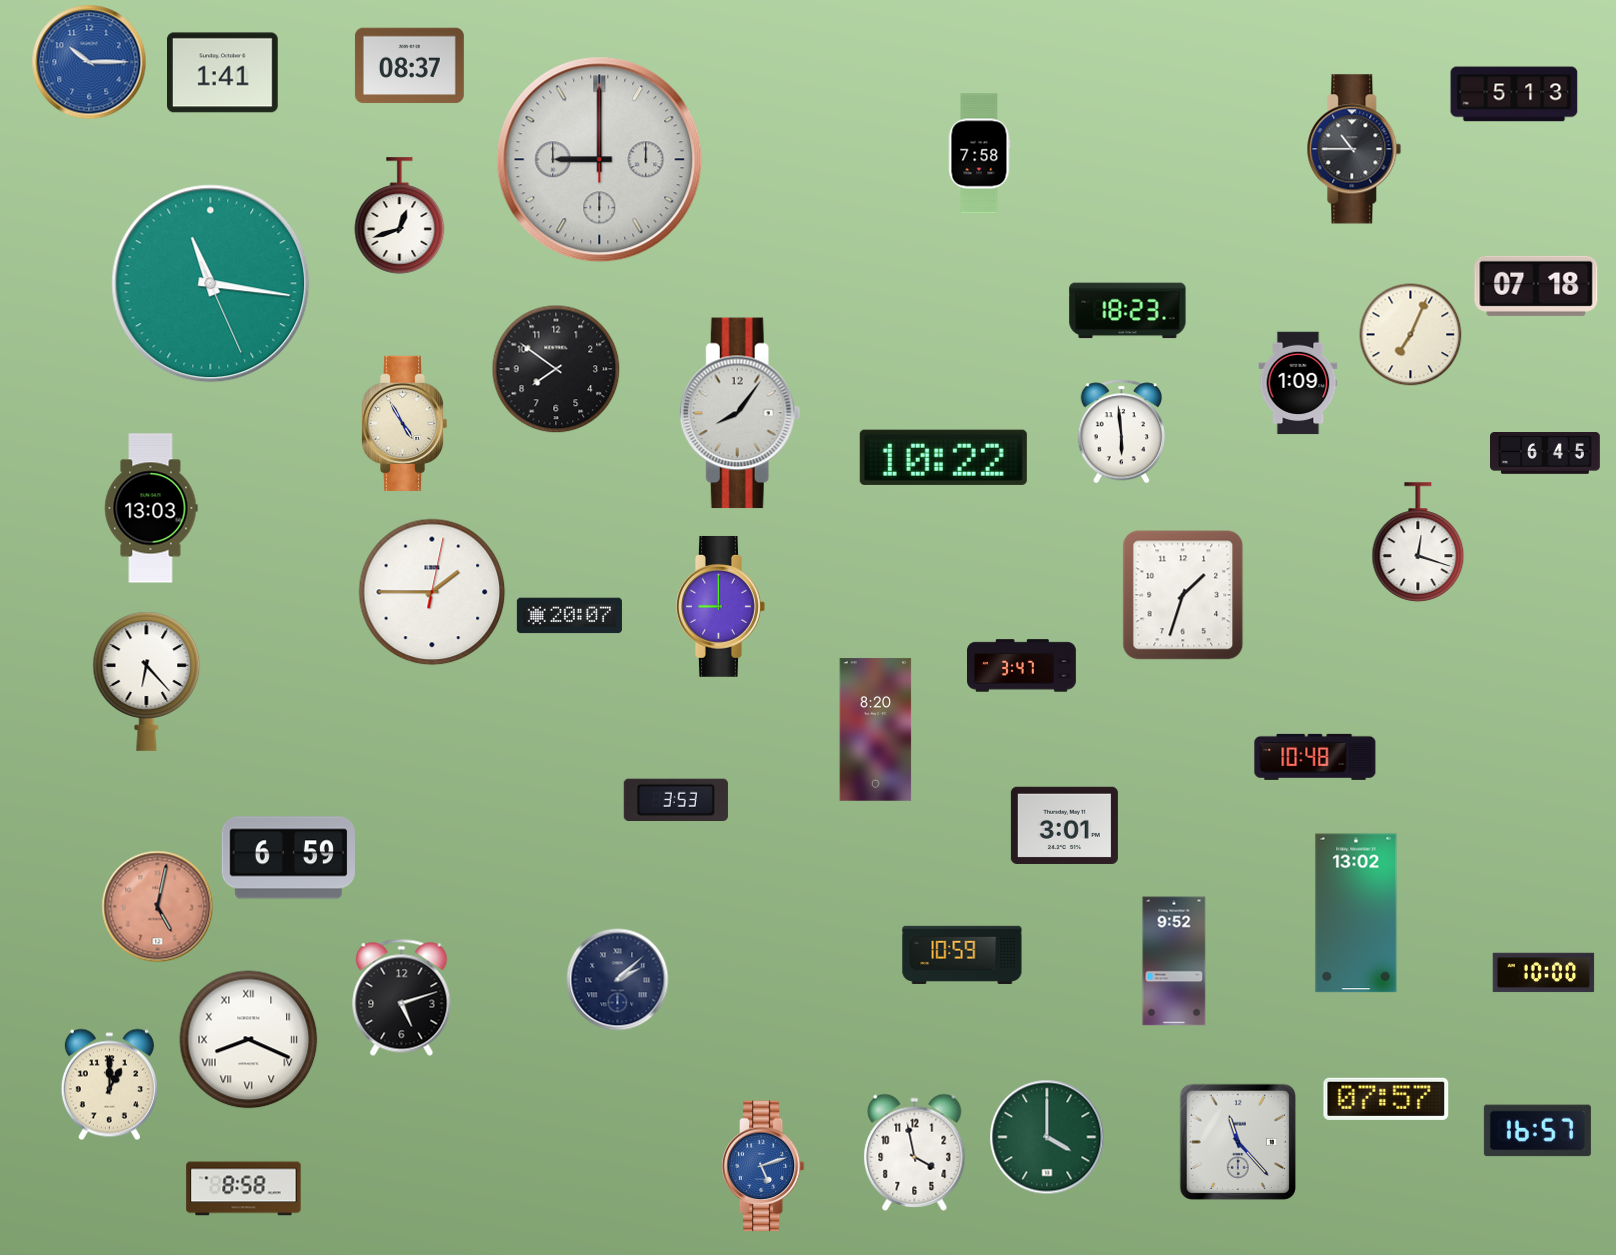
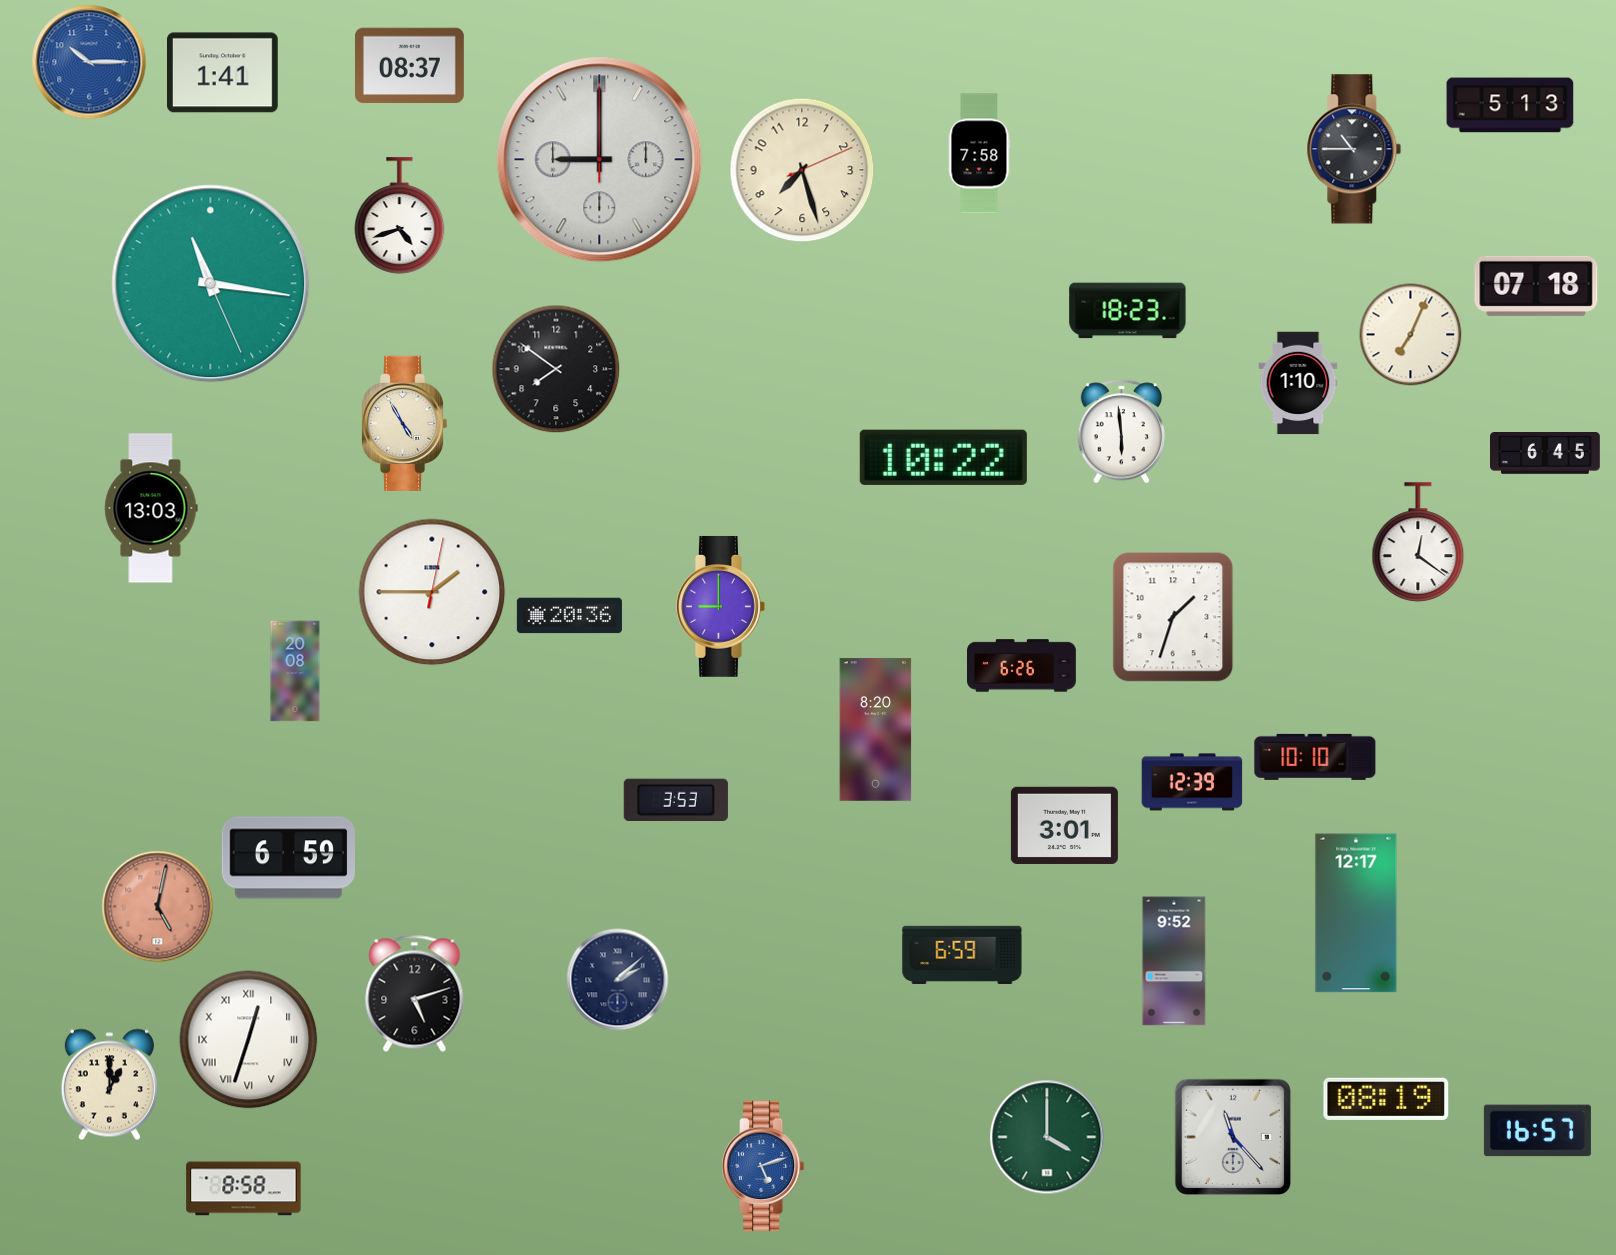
clock at (1514, 94) position: (1514, 94) -> (1510, 105)
clock at (802, 170): none -> 7:27
clock at (400, 216): 12:42 -> 4:42
clock at (1298, 383): 1:09 -> 1:10
clock at (740, 413): 8:06 -> none
clock at (1418, 542): 12:18 -> 12:21
clock at (1183, 595) position: (1183, 595) -> (1173, 617)
clock at (569, 616): 20:07 -> 20:36
clock at (1022, 666): 3:47 -> 6:26
clock at (295, 671): none -> 20:08
clock at (147, 681): 6:23 -> none
clock at (1315, 757): 10:48 -> 10:10
clock at (1192, 782): none -> 12:39
clock at (1356, 913): 13:02 -> 12:17
clock at (962, 955): 10:59 -> 6:59
clock at (1544, 973): 10:00 -> none
clock at (402, 997) position: (402, 997) -> (415, 993)
clock at (249, 1040): 8:19 -> 12:33
clock at (1386, 1099): 07:57 -> 08:19
clock at (1238, 1142) position: (1238, 1142) -> (1233, 1137)
clock at (915, 1152): 3:58 -> none
